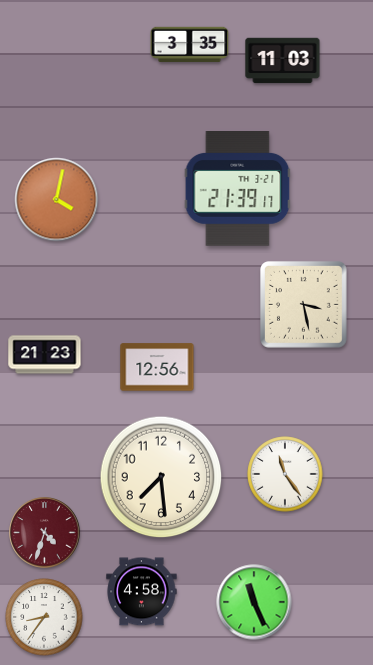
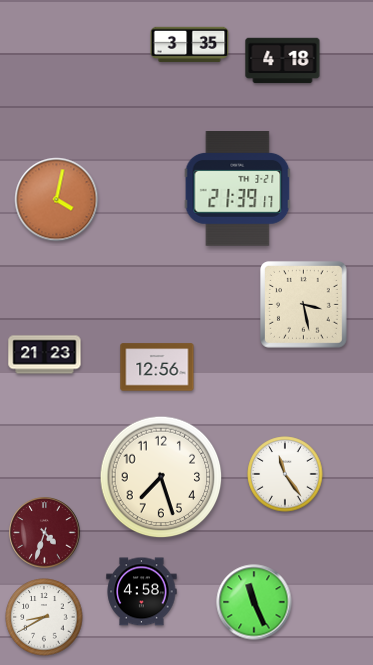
clock at (283, 61): 11:03 -> 4:18
clock at (161, 477): 7:29 -> 7:27
clock at (44, 617): 8:36 -> 8:40
